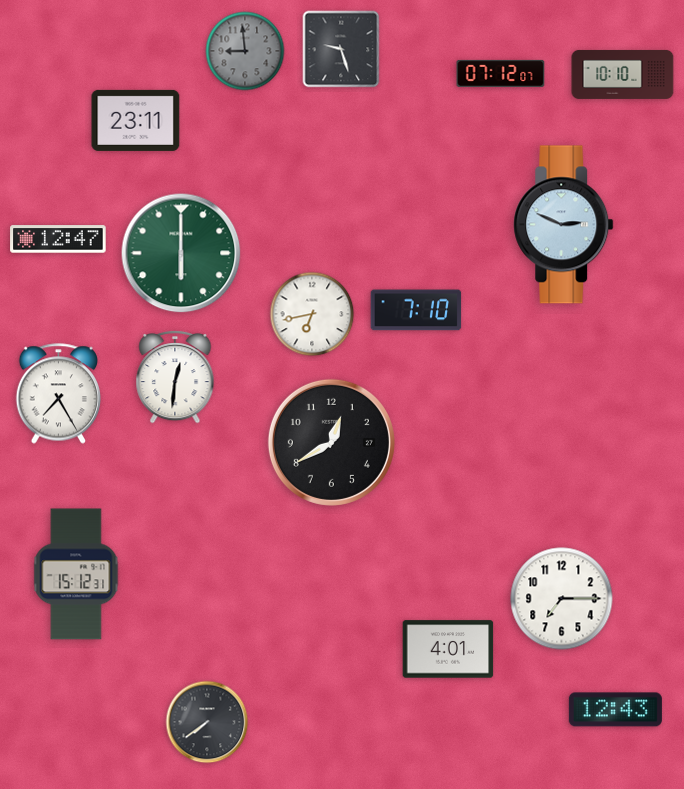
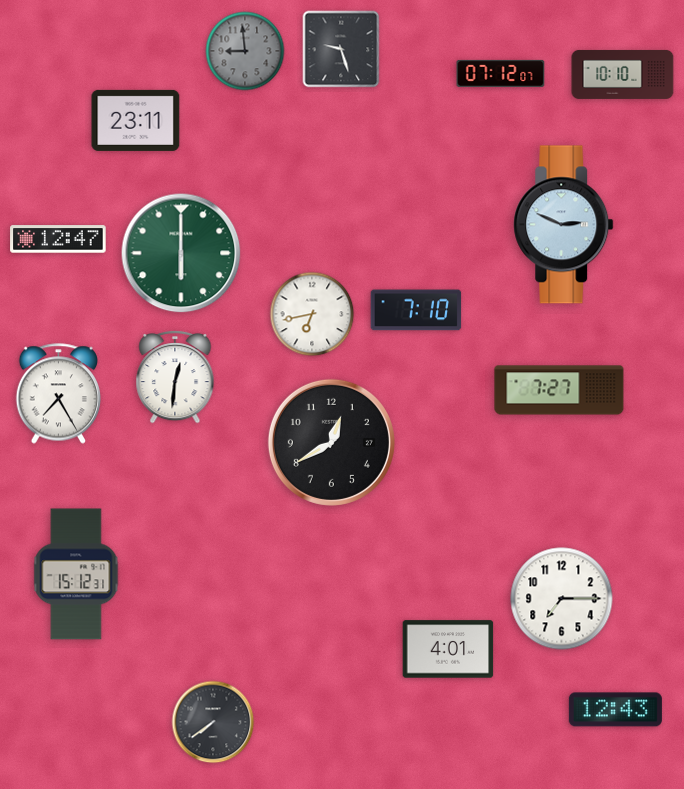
clock at (559, 390): none -> 7:27
clock at (207, 722) position: (207, 722) -> (213, 722)
